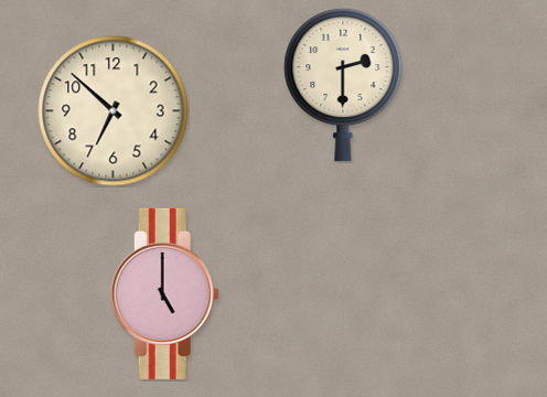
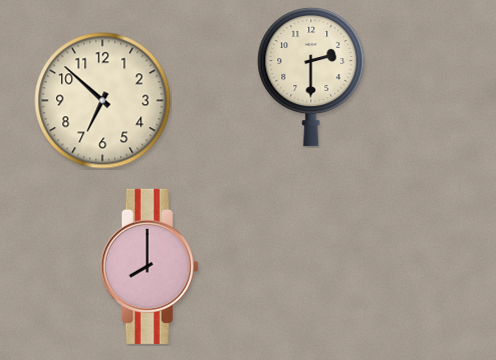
clock at (164, 293): 5:00 -> 8:00
